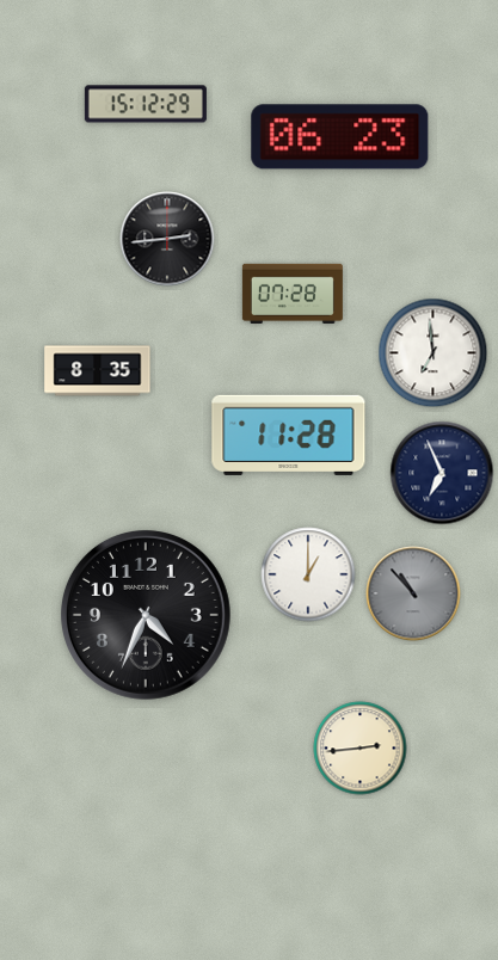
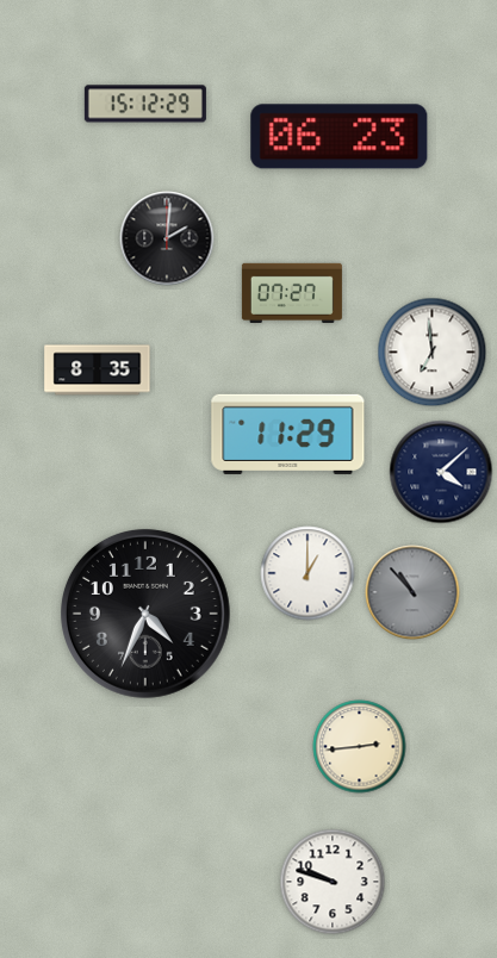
clock at (167, 239): 2:44 -> 2:01
clock at (293, 294): 07:28 -> 07:27
clock at (289, 435): 11:28 -> 11:29
clock at (442, 473): 6:56 -> 4:08
clock at (333, 882): none -> 9:48
